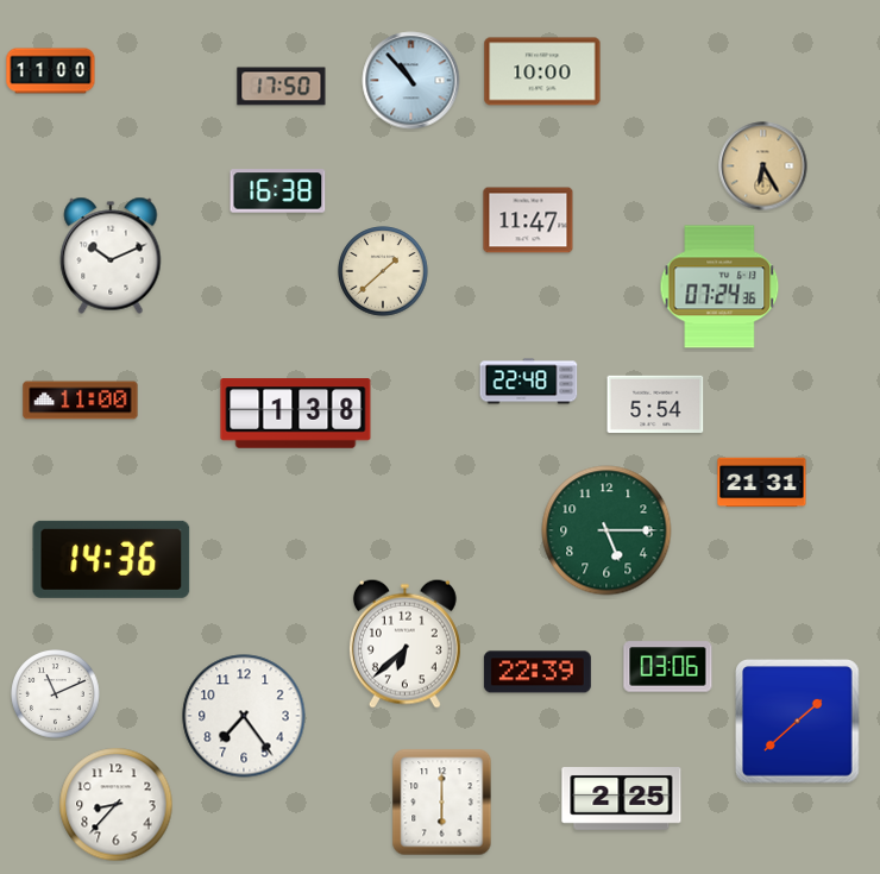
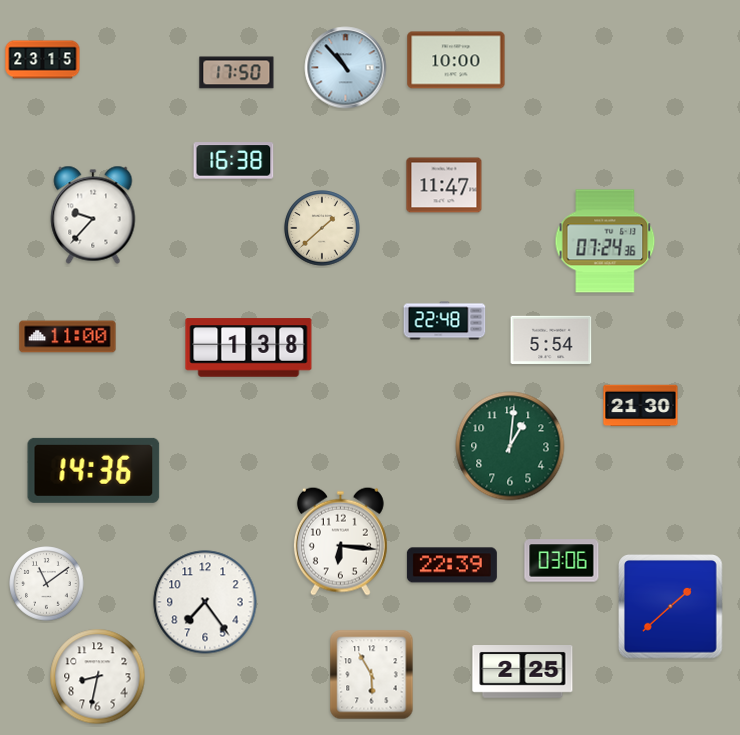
clock at (51, 71): 11:00 -> 23:15
clock at (763, 166): 6:25 -> none
clock at (111, 256): 10:11 -> 9:37
clock at (762, 483): 21:31 -> 21:30
clock at (606, 530): 5:15 -> 1:01
clock at (404, 643): 6:38 -> 6:16
clock at (56, 694): 11:11 -> 11:09
clock at (442, 803): 6:00 -> 5:55
clock at (117, 805): 8:37 -> 8:32
